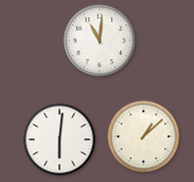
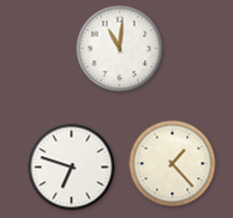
clock at (144, 137): 1:08 -> 1:23
clock at (60, 140): 6:01 -> 6:48
